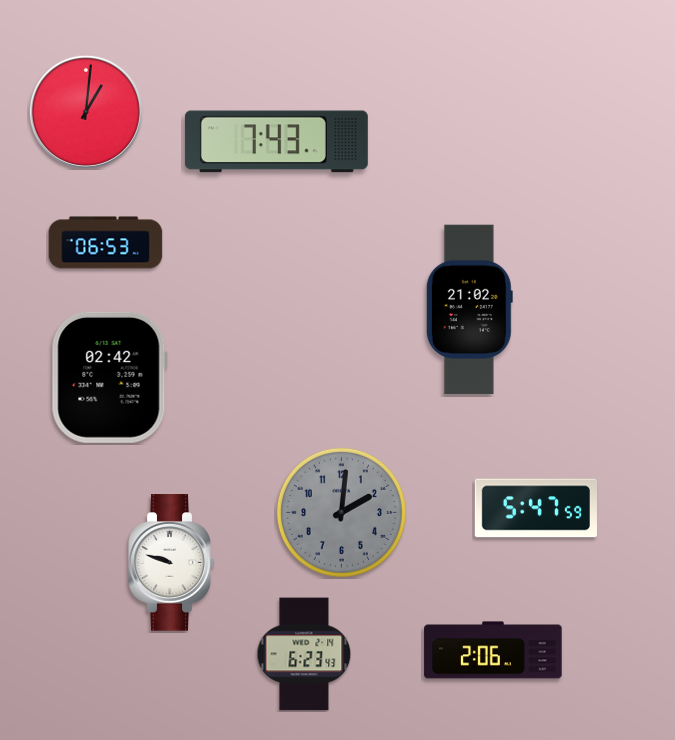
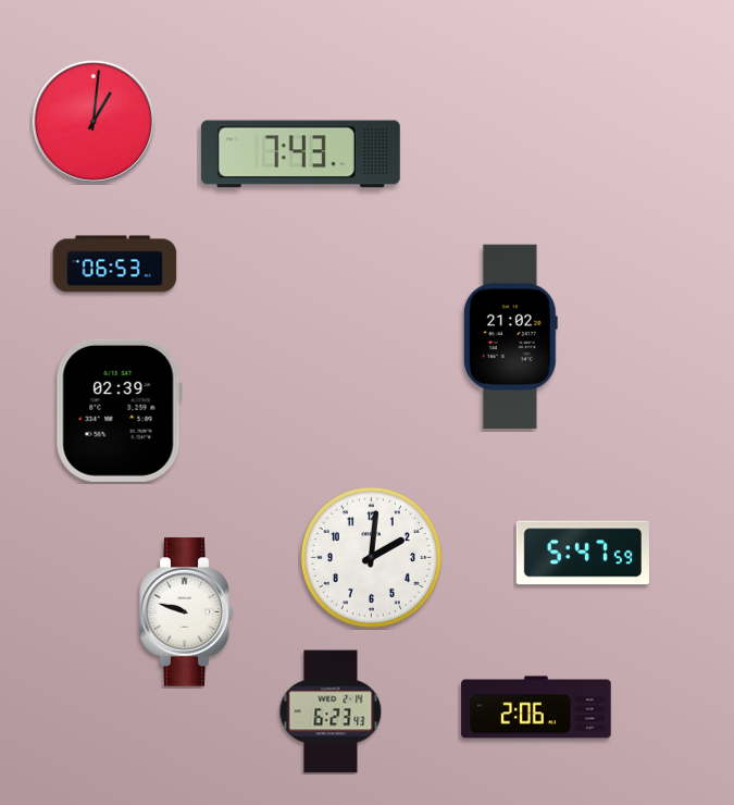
clock at (109, 377): 02:42 -> 02:39
clock at (341, 512) dial: grey -> white
